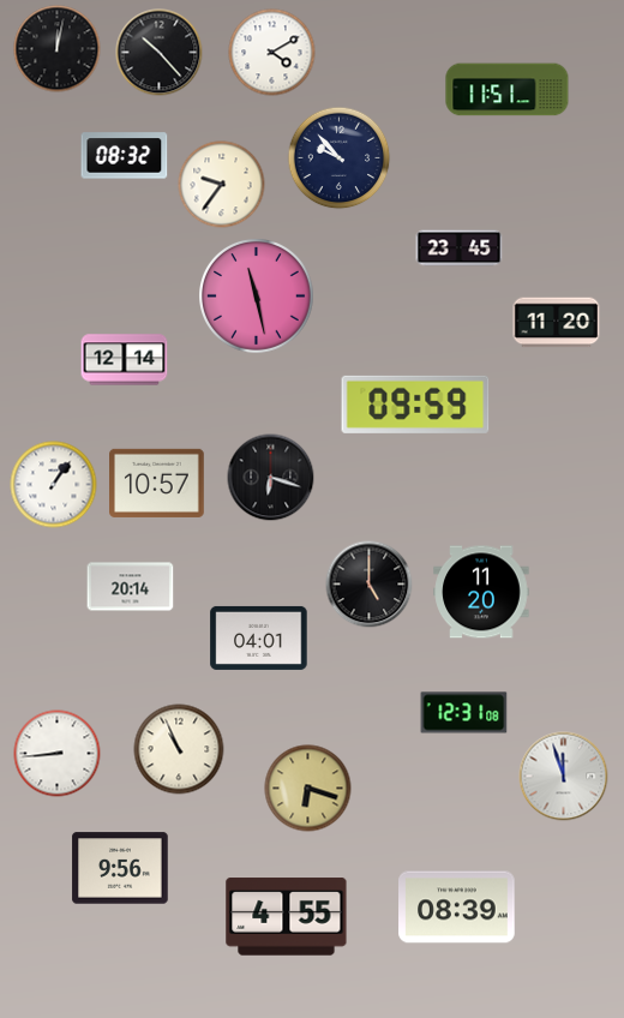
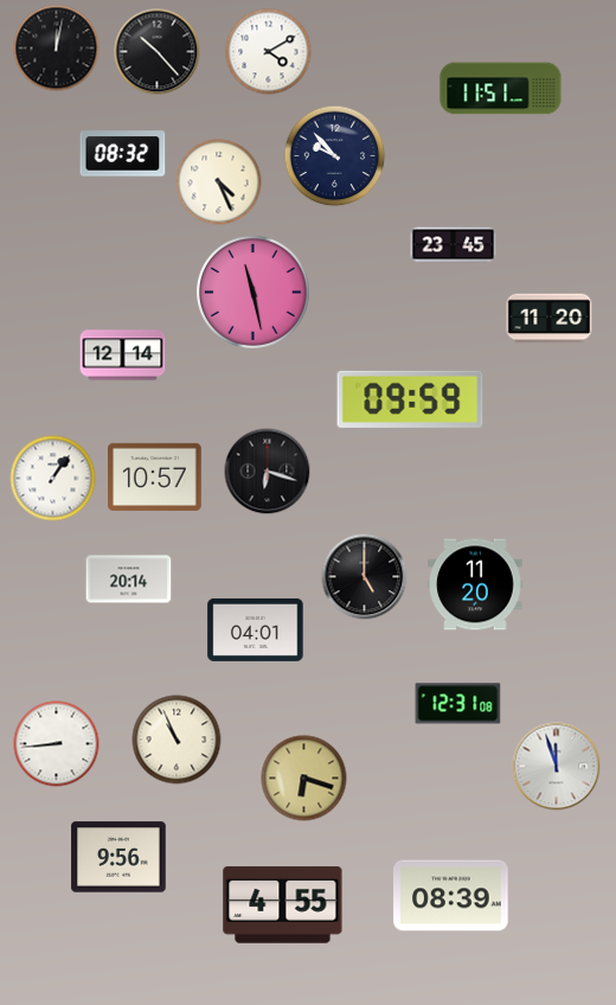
clock at (222, 185): 9:36 -> 4:26
